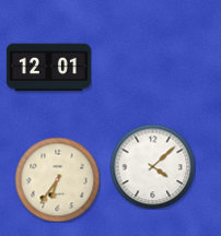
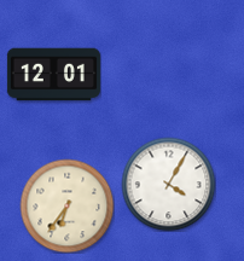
clock at (152, 166): 4:08 -> 4:05
clock at (57, 179) position: (57, 179) -> (66, 205)
